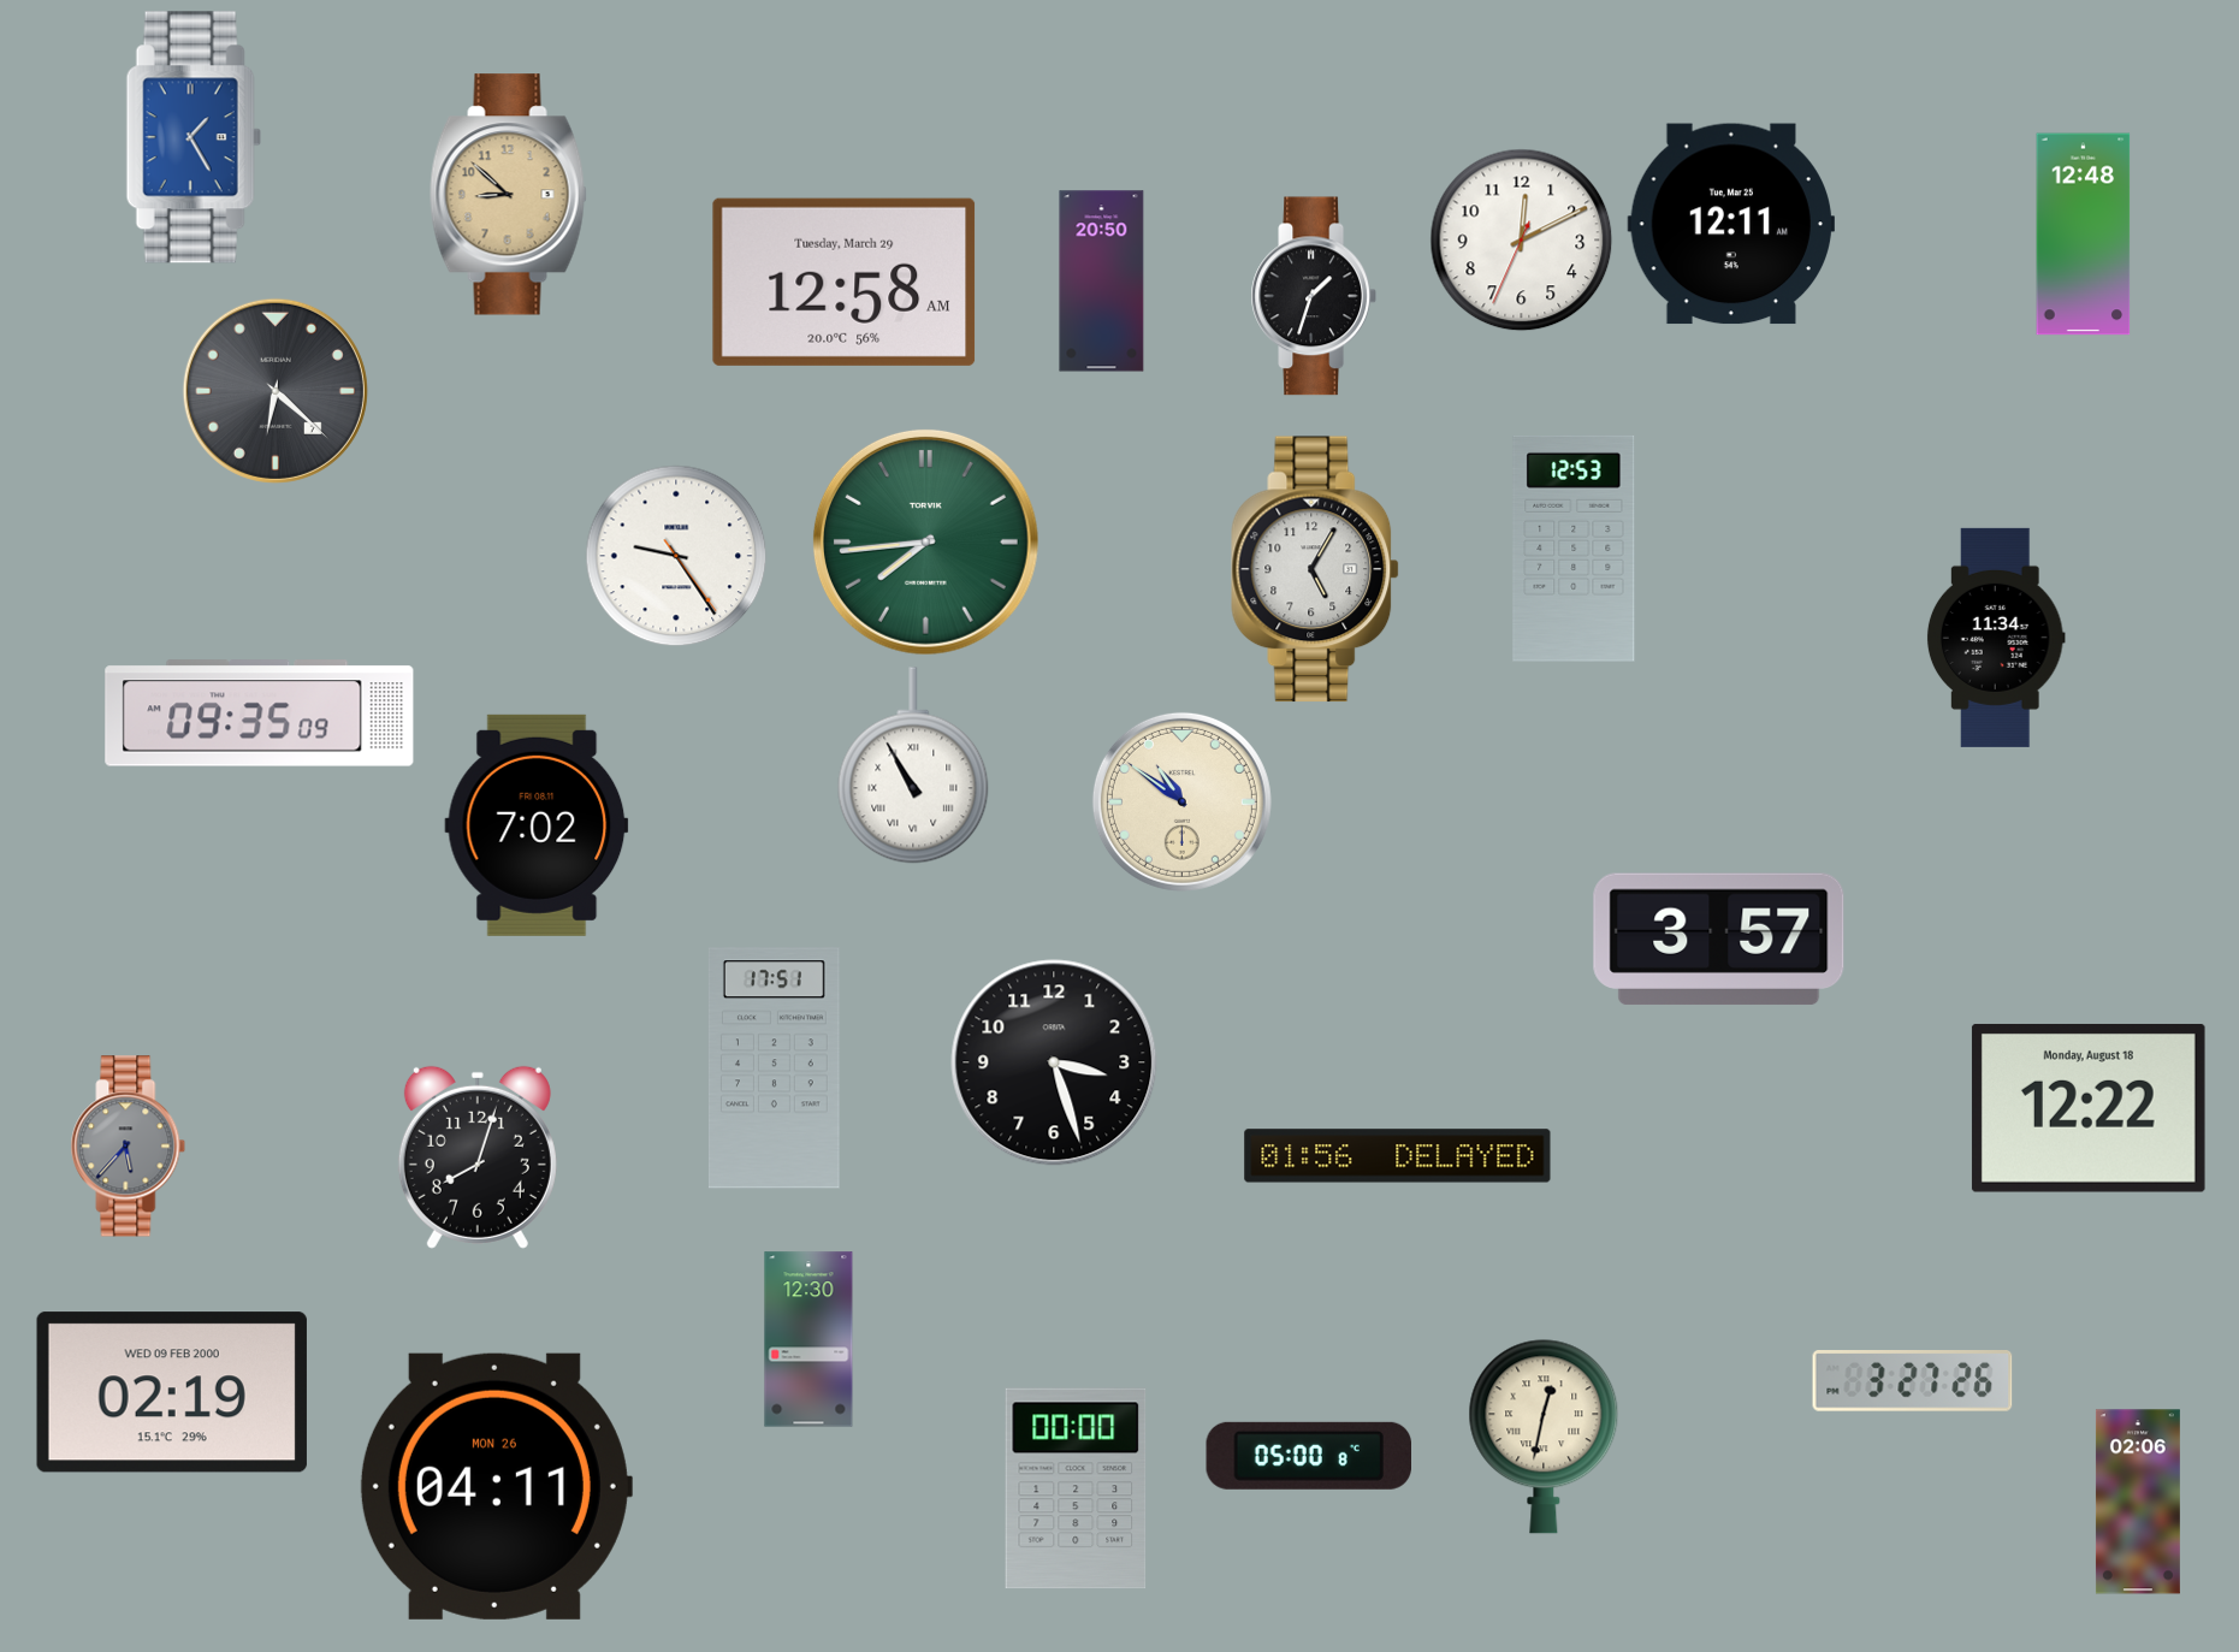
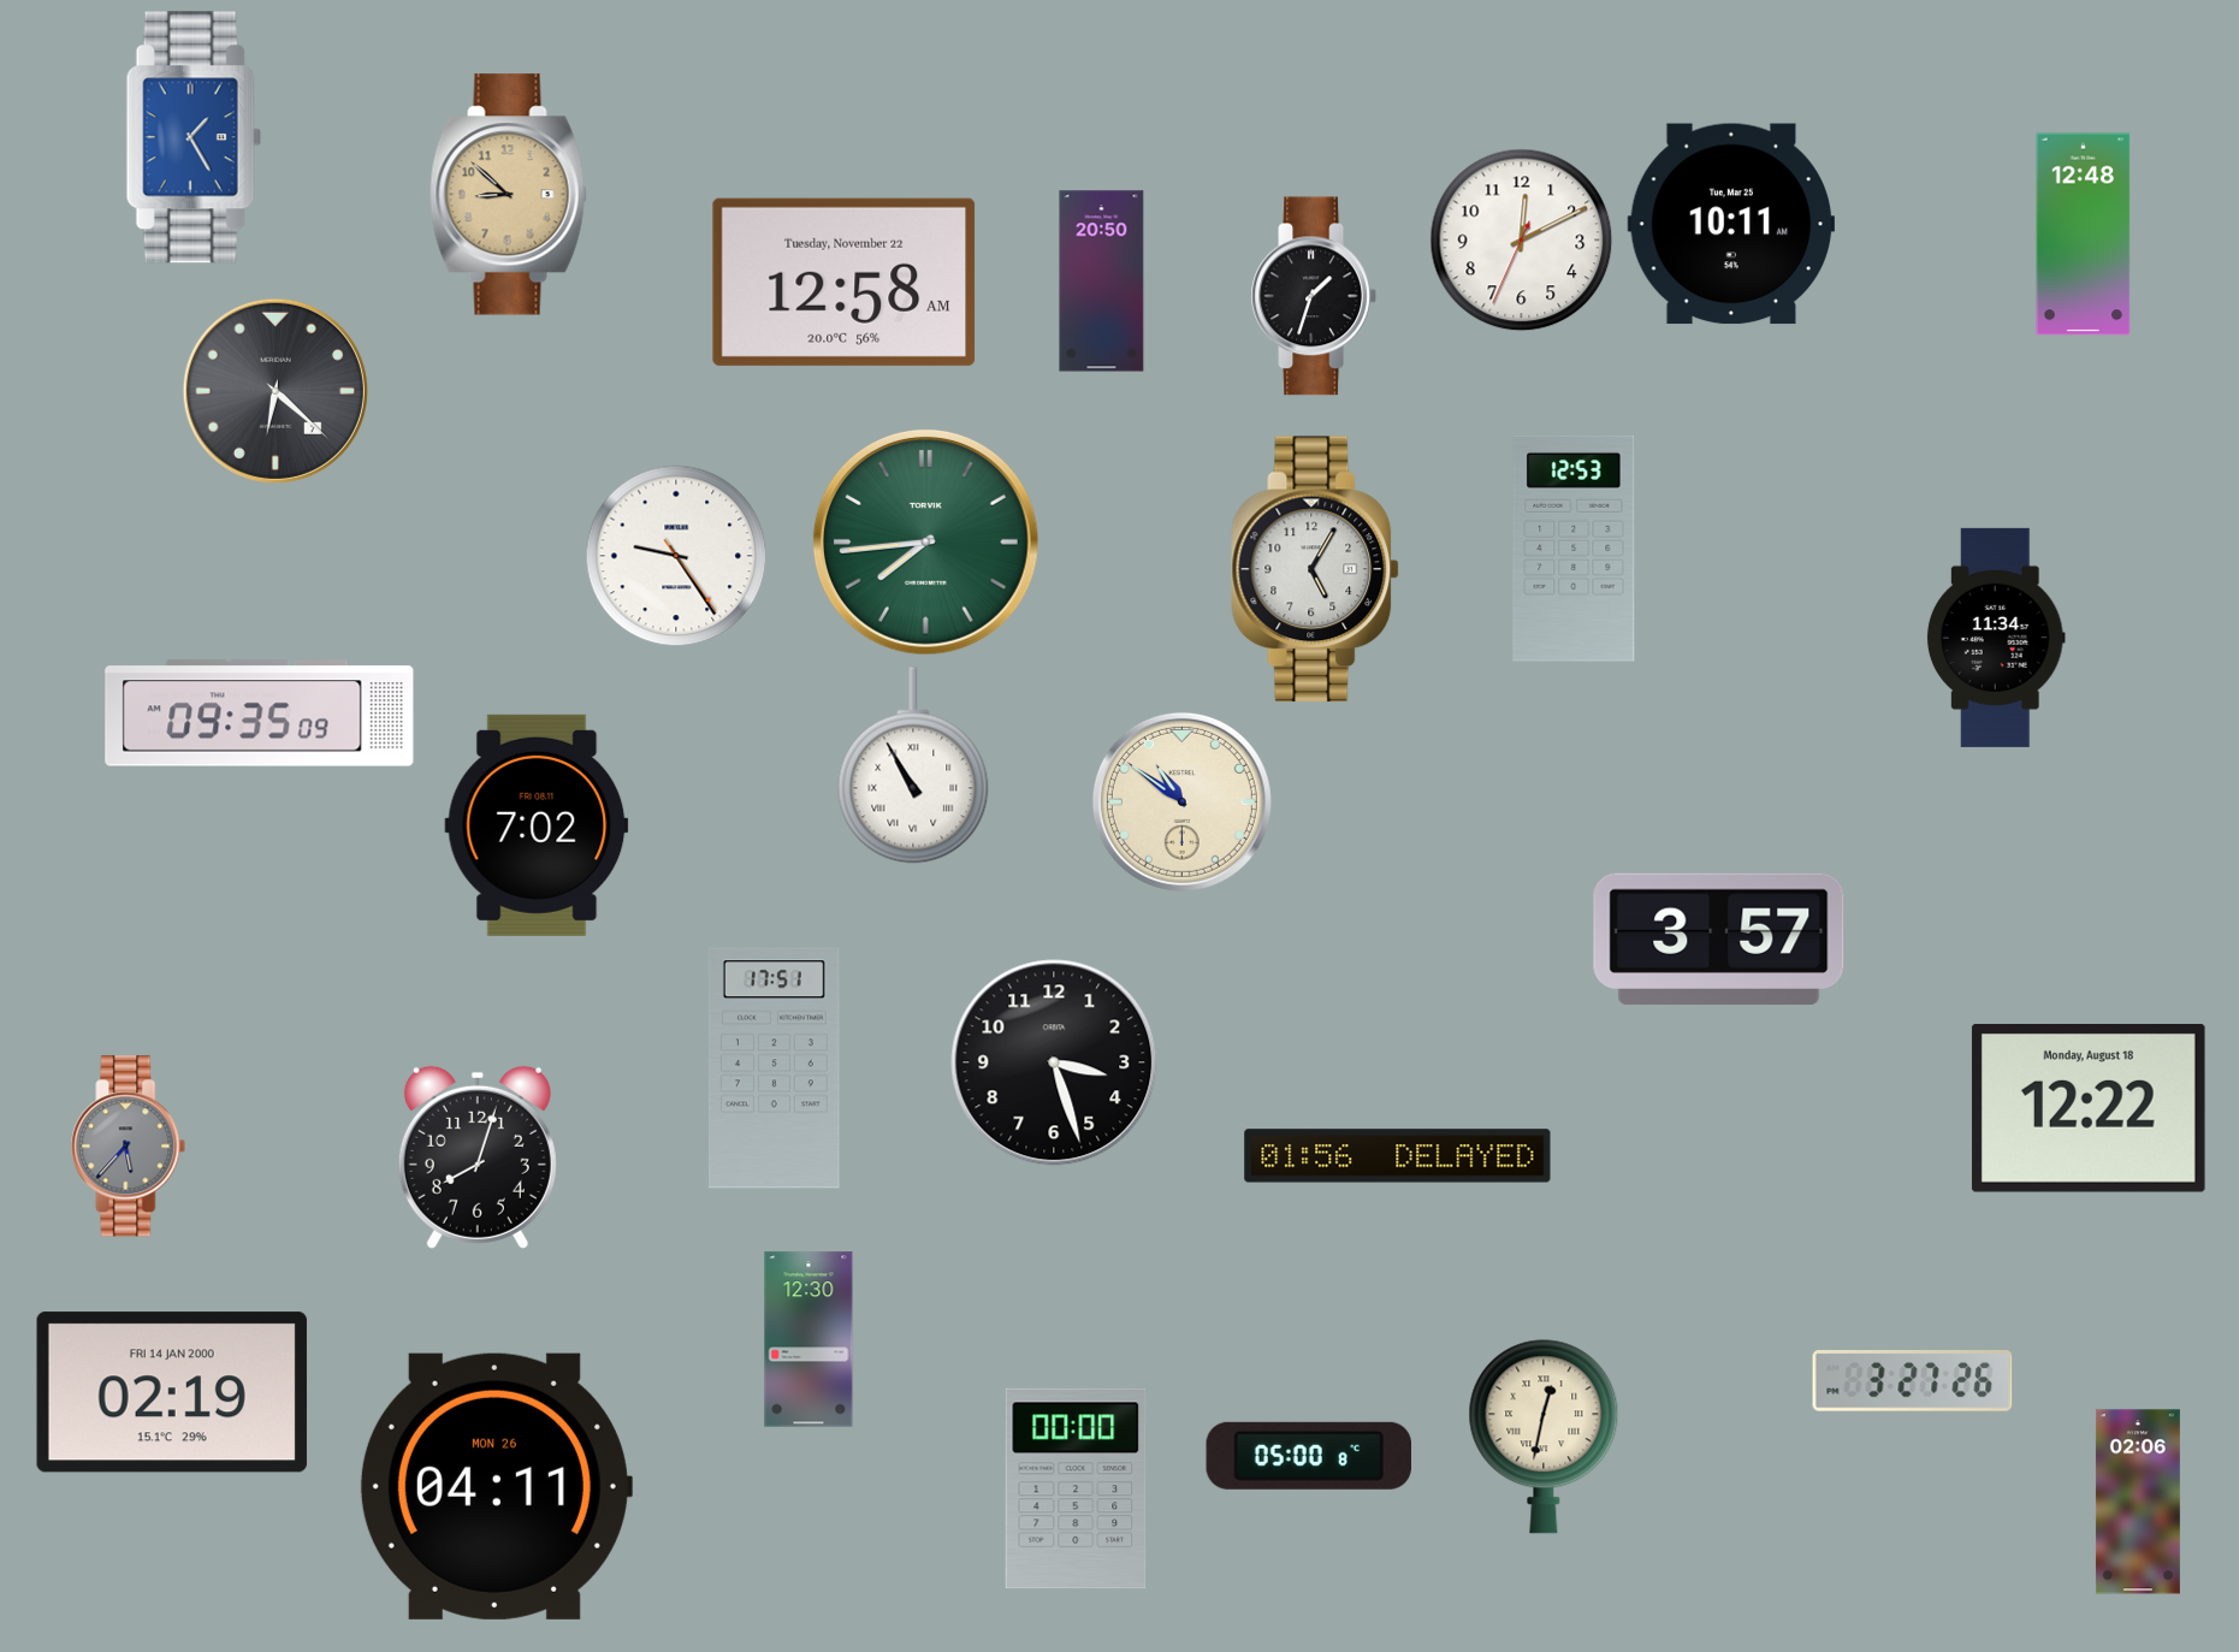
clock at (1731, 224): 12:11 -> 10:11
clock at (845, 282) date: Tuesday, March 29 -> Tuesday, November 22
clock at (172, 1392) date: WED 09 FEB 2000 -> FRI 14 JAN 2000
